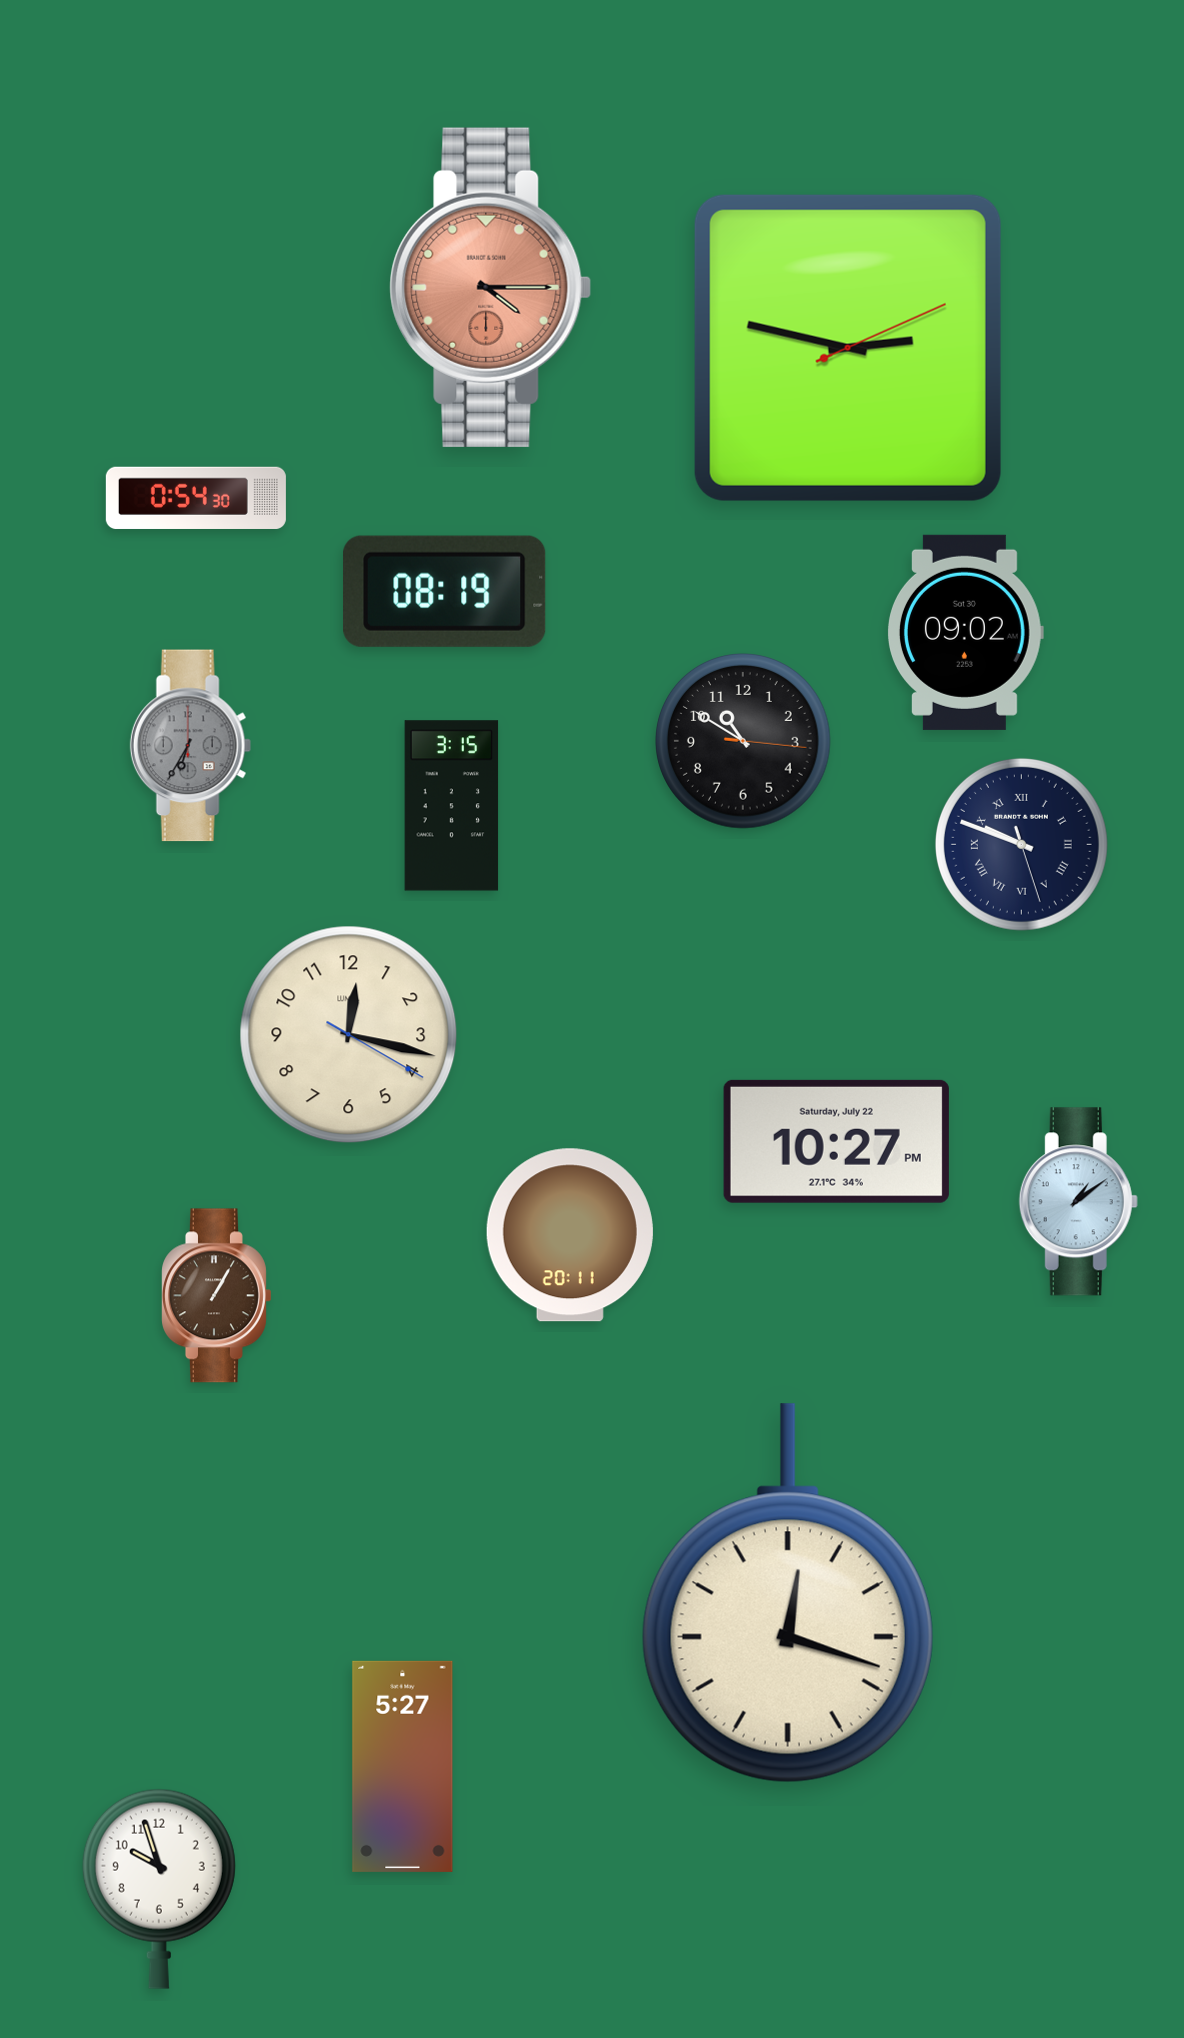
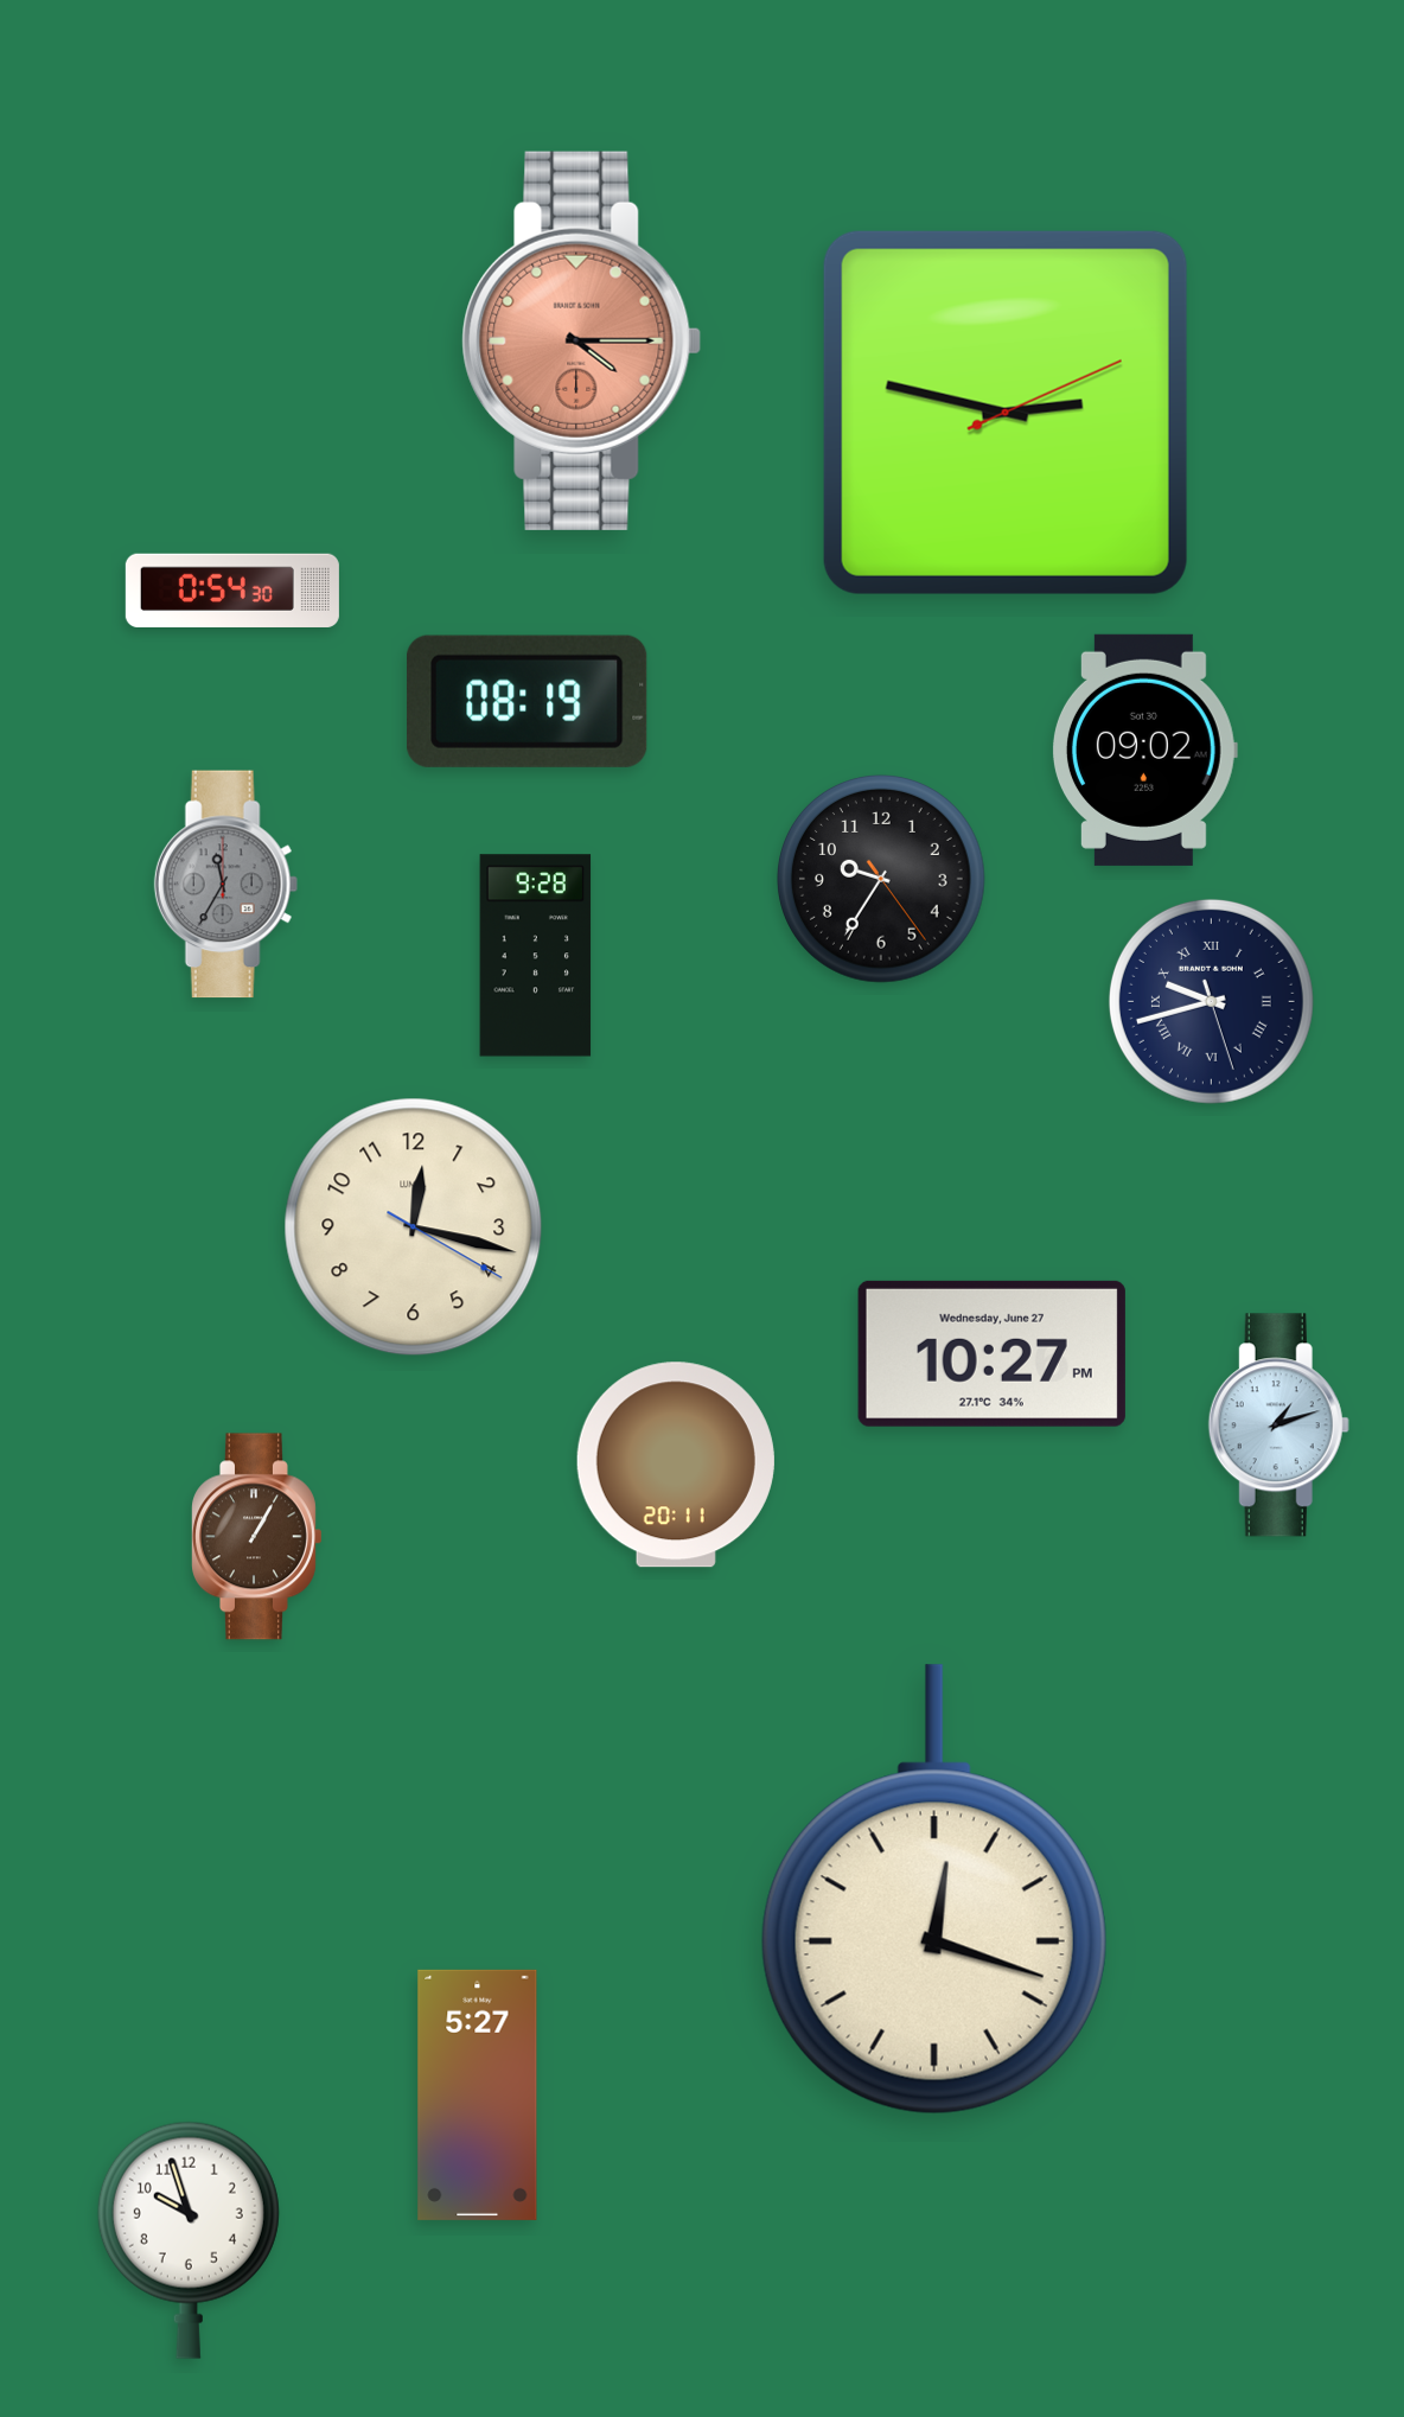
clock at (744, 742): 10:50 -> 9:35
clock at (190, 746): 6:35 -> 11:35
clock at (452, 806): 3:15 -> 9:28
clock at (1021, 844): 9:48 -> 9:42
clock at (836, 1141) date: Saturday, July 22 -> Wednesday, June 27
clock at (1078, 1202): 1:09 -> 1:12
